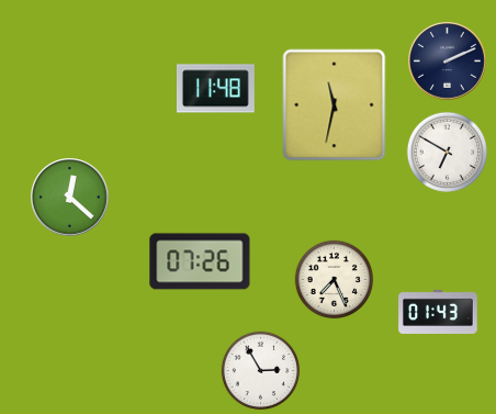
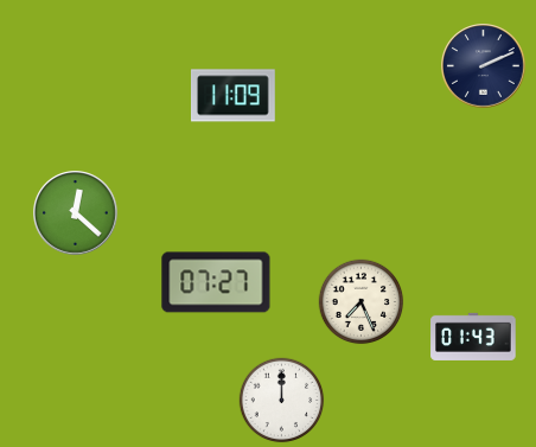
clock at (216, 89): 11:48 -> 11:09
clock at (335, 105): 11:32 -> none
clock at (447, 152): 6:50 -> none
clock at (200, 261): 07:26 -> 07:27
clock at (261, 371): 2:55 -> 12:00
